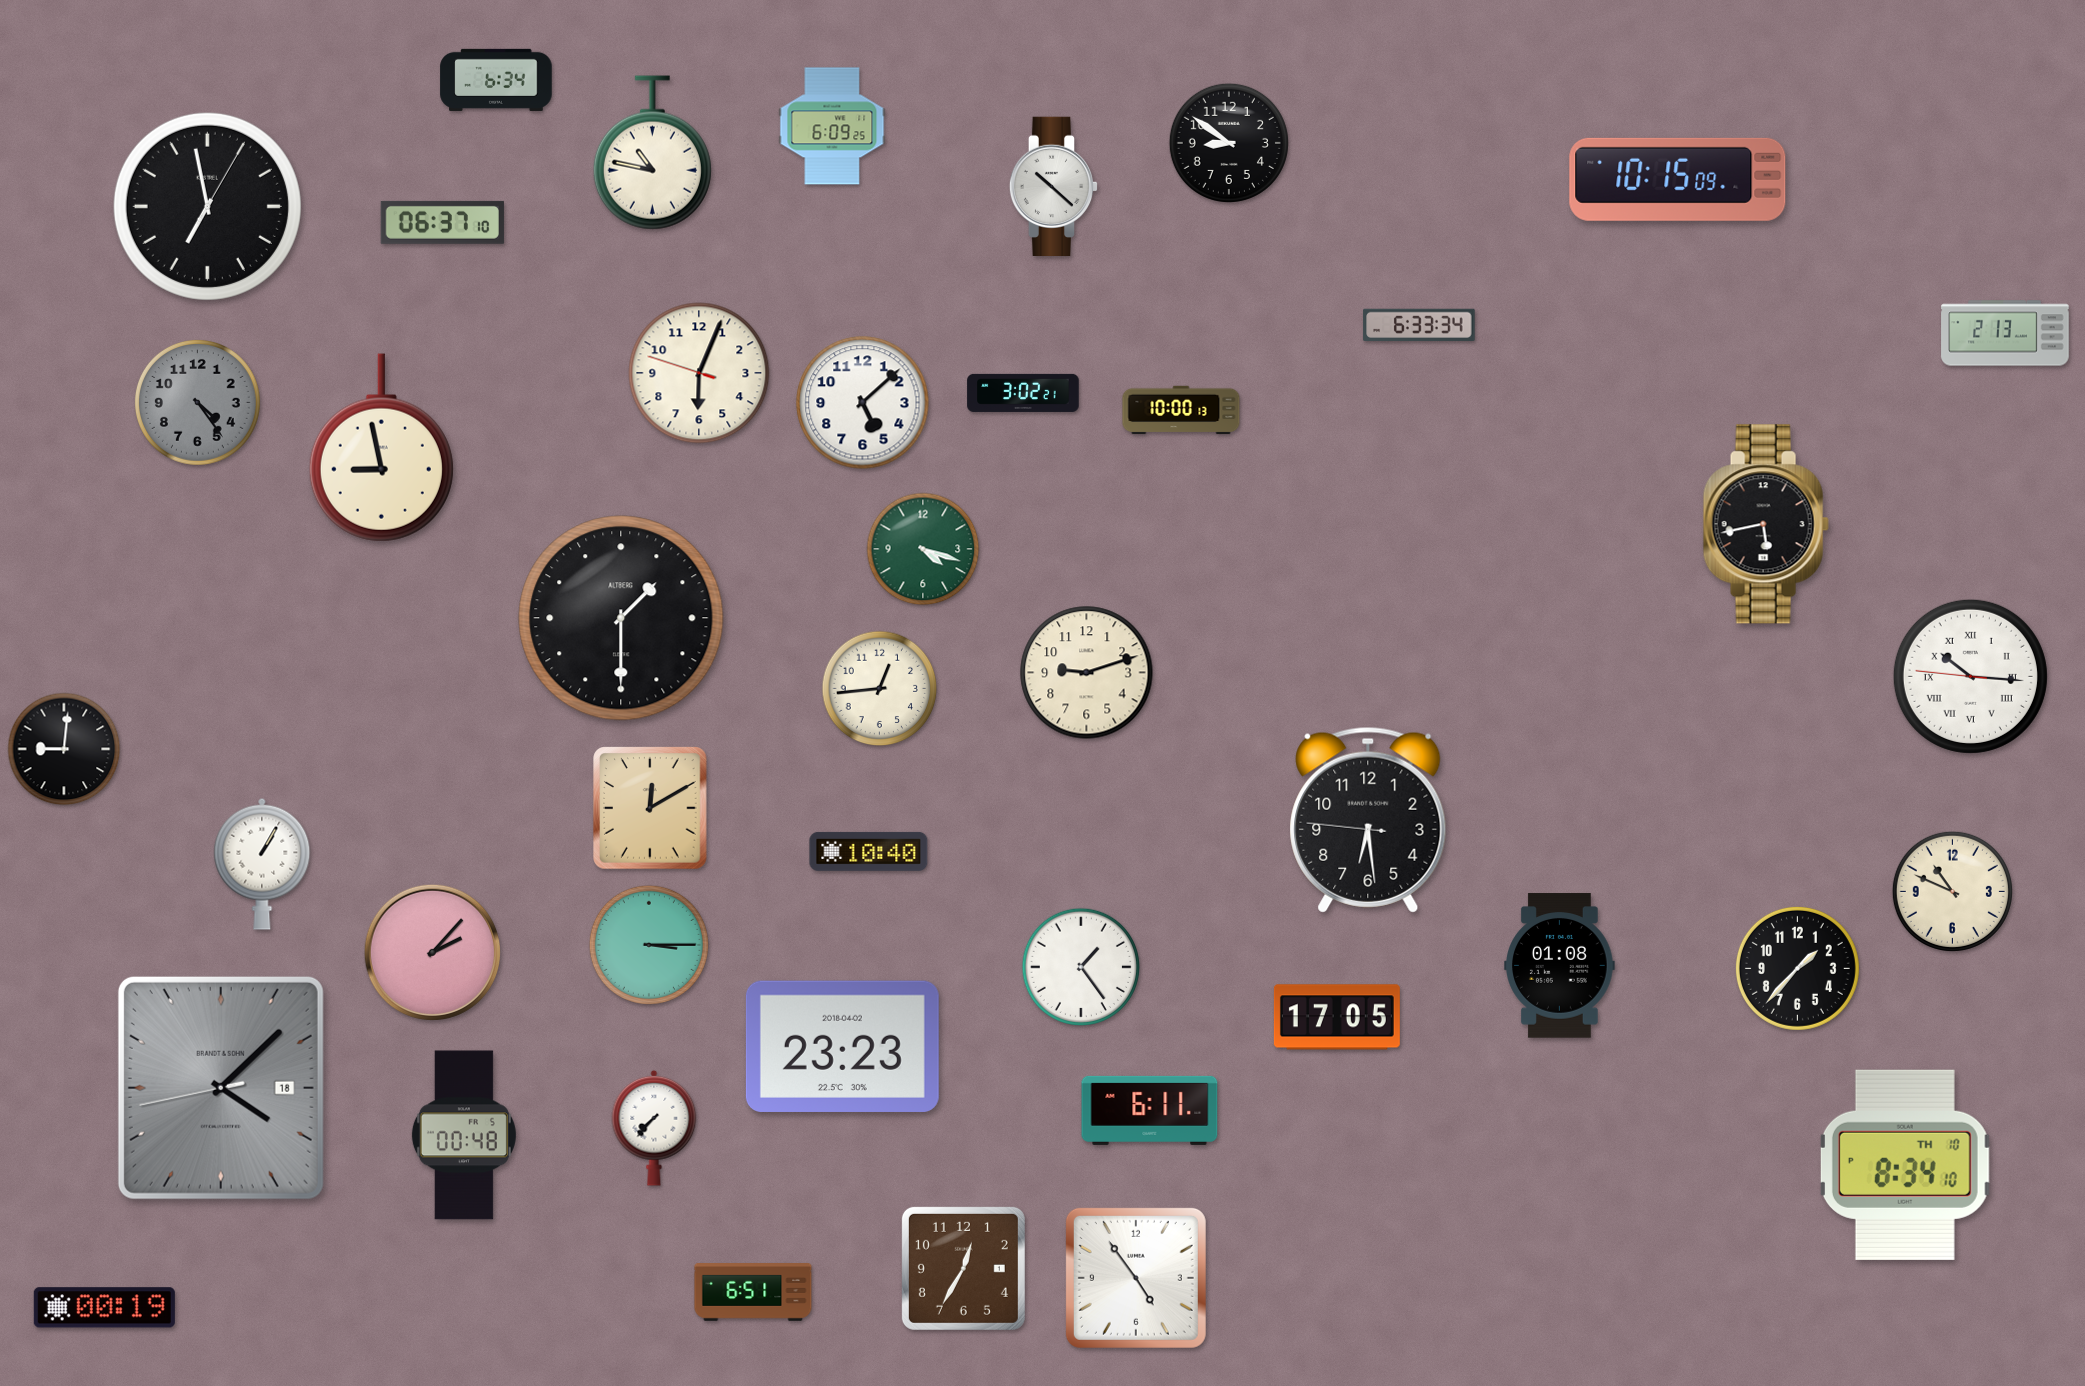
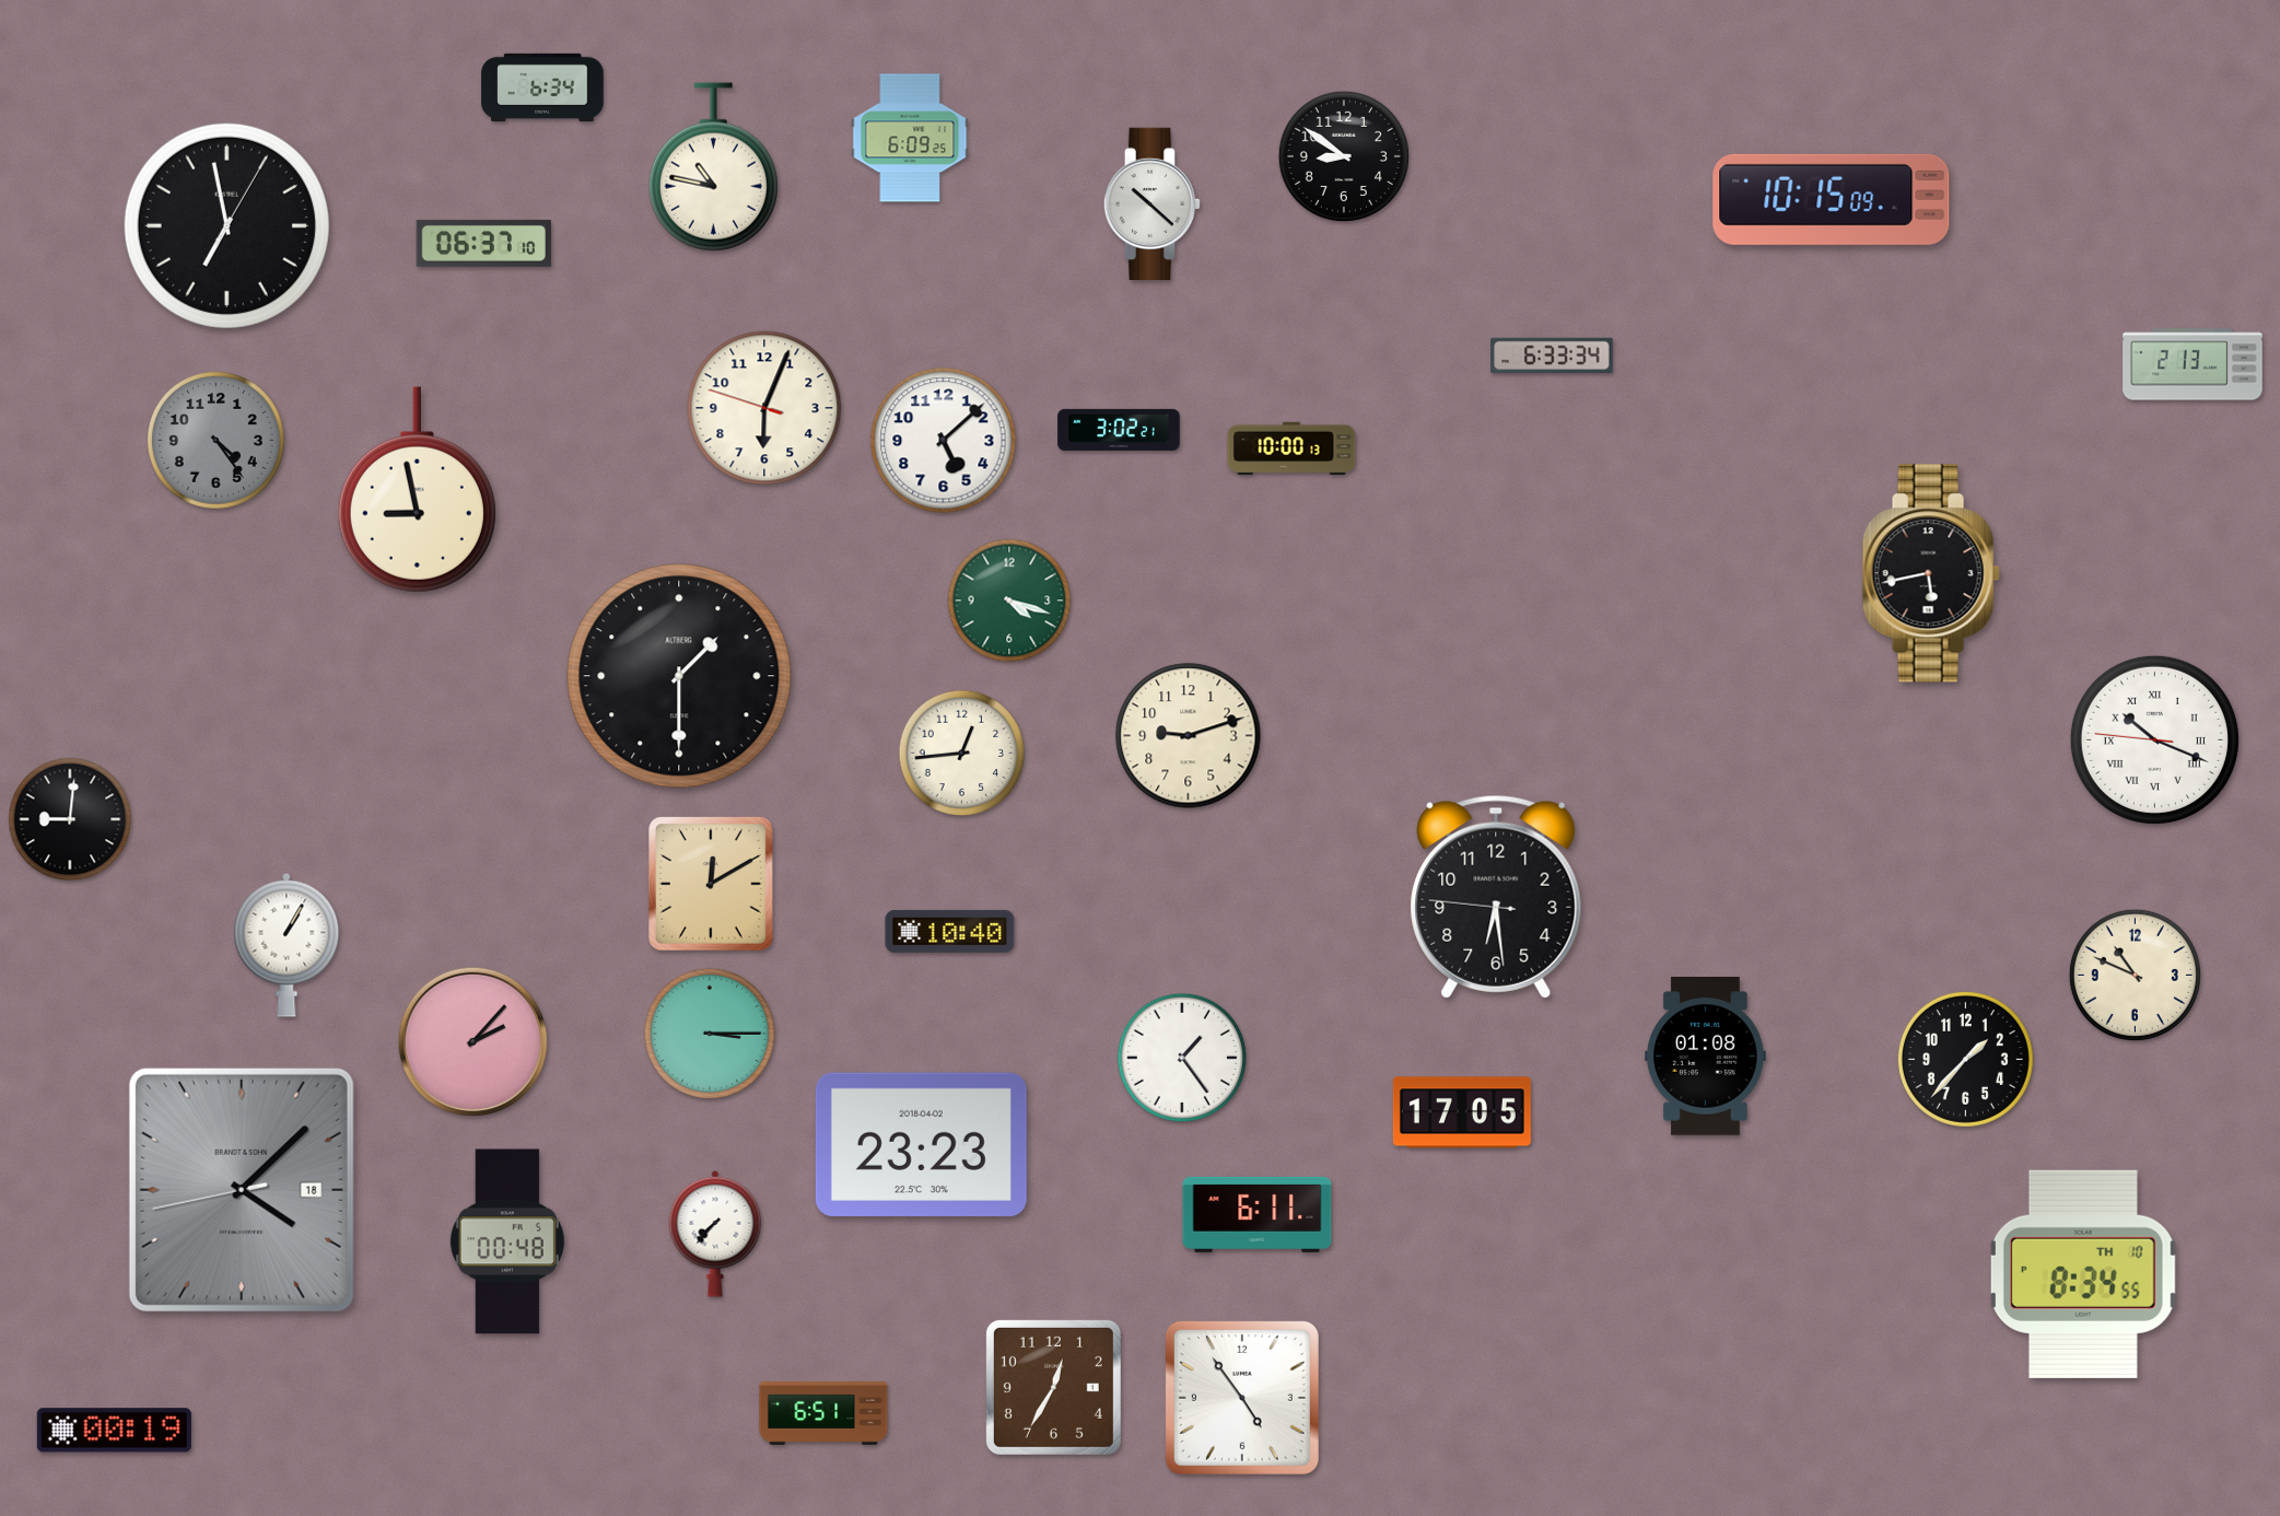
clock at (1678, 179) position: (1678, 179) -> (1832, 199)
clock at (1970, 676): 10:15 -> 10:18
clock at (1905, 1165): 8:34:10 -> 8:34:55
